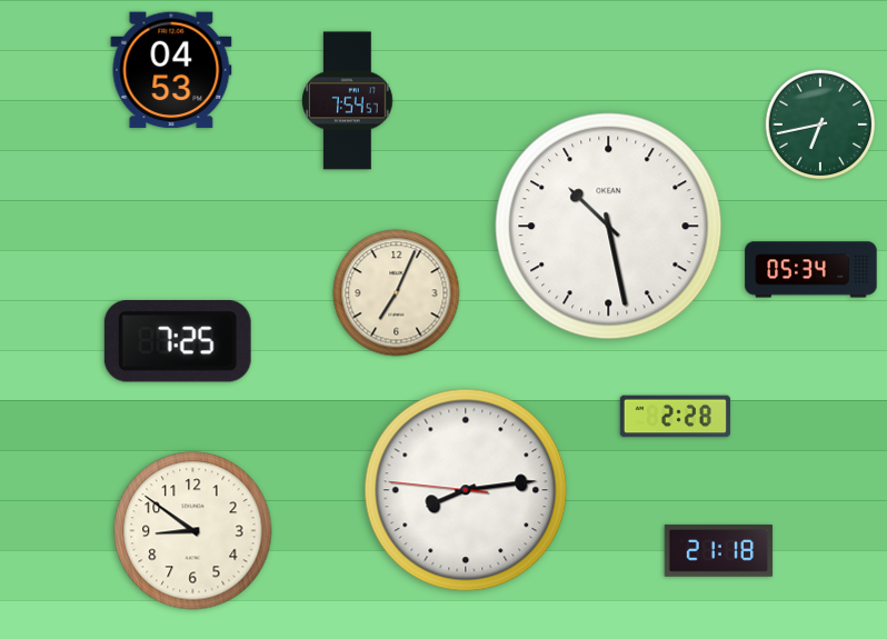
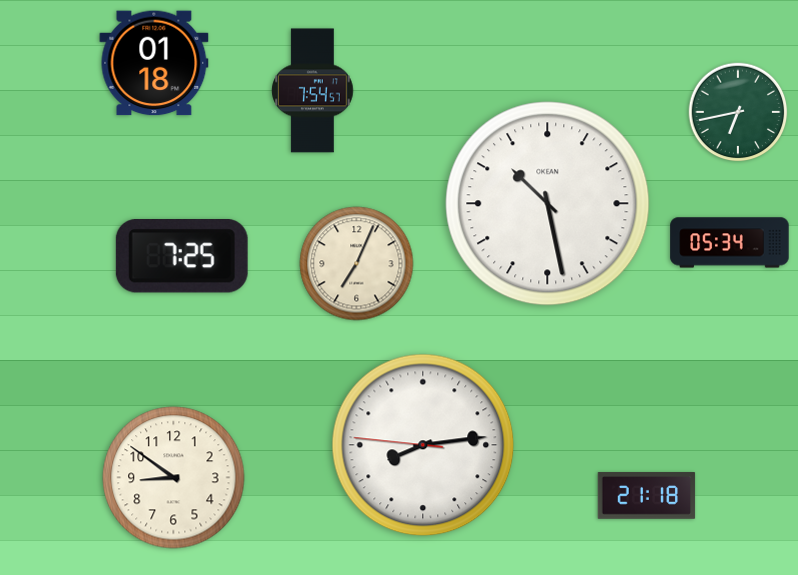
clock at (171, 70): 04:53 -> 01:18
clock at (178, 342) position: (178, 342) -> (182, 257)
clock at (675, 417): 2:28 -> none
clock at (466, 490) position: (466, 490) -> (423, 445)
